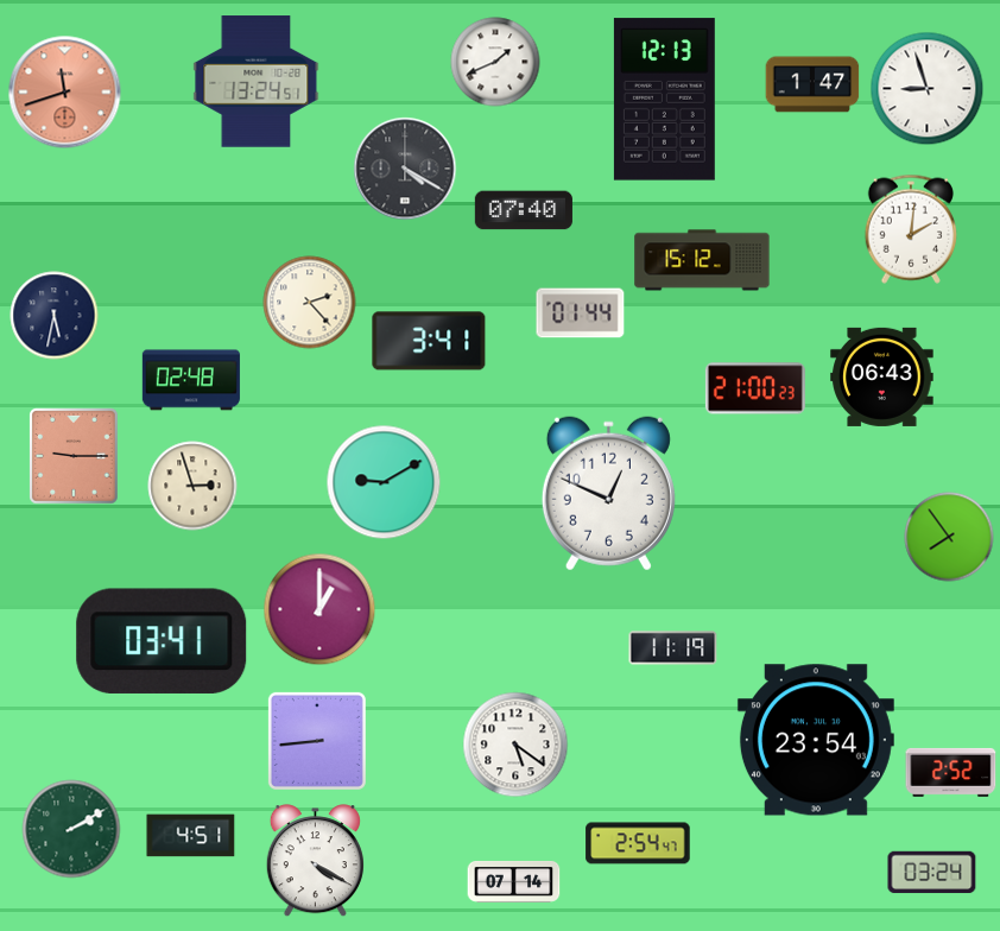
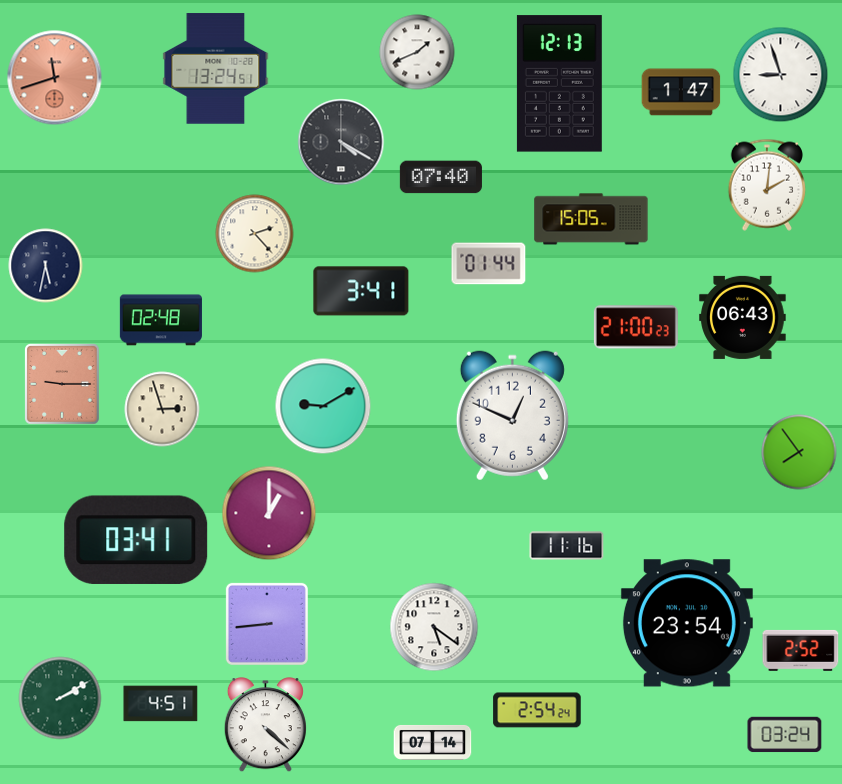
clock at (812, 84) position: (812, 84) -> (681, 92)
clock at (910, 229) position: (910, 229) -> (766, 185)
clock at (702, 260): 15:12 -> 15:05
clock at (310, 303) position: (310, 303) -> (255, 234)
clock at (429, 341) position: (429, 341) -> (361, 291)
clock at (673, 648): 11:19 -> 11:16
clock at (638, 843): 2:54:47 -> 2:54:24
clock at (315, 861): 4:20 -> 4:22
